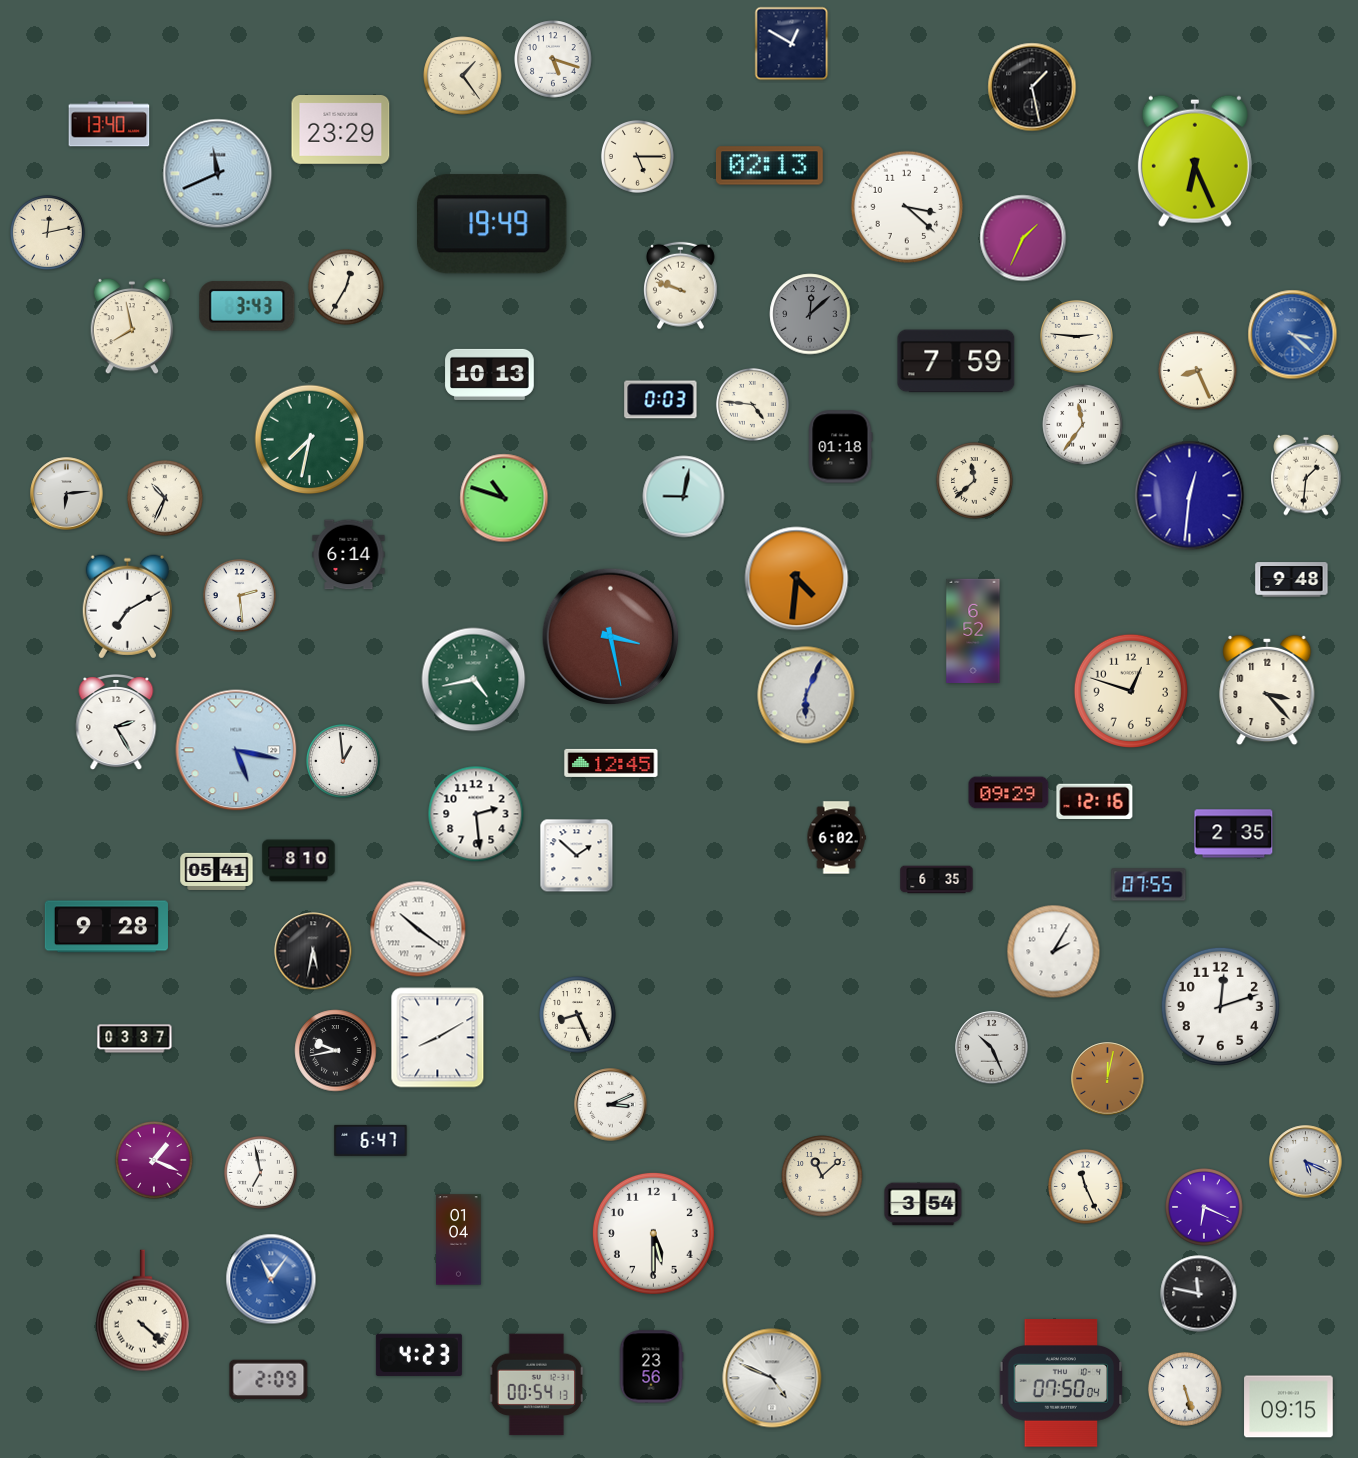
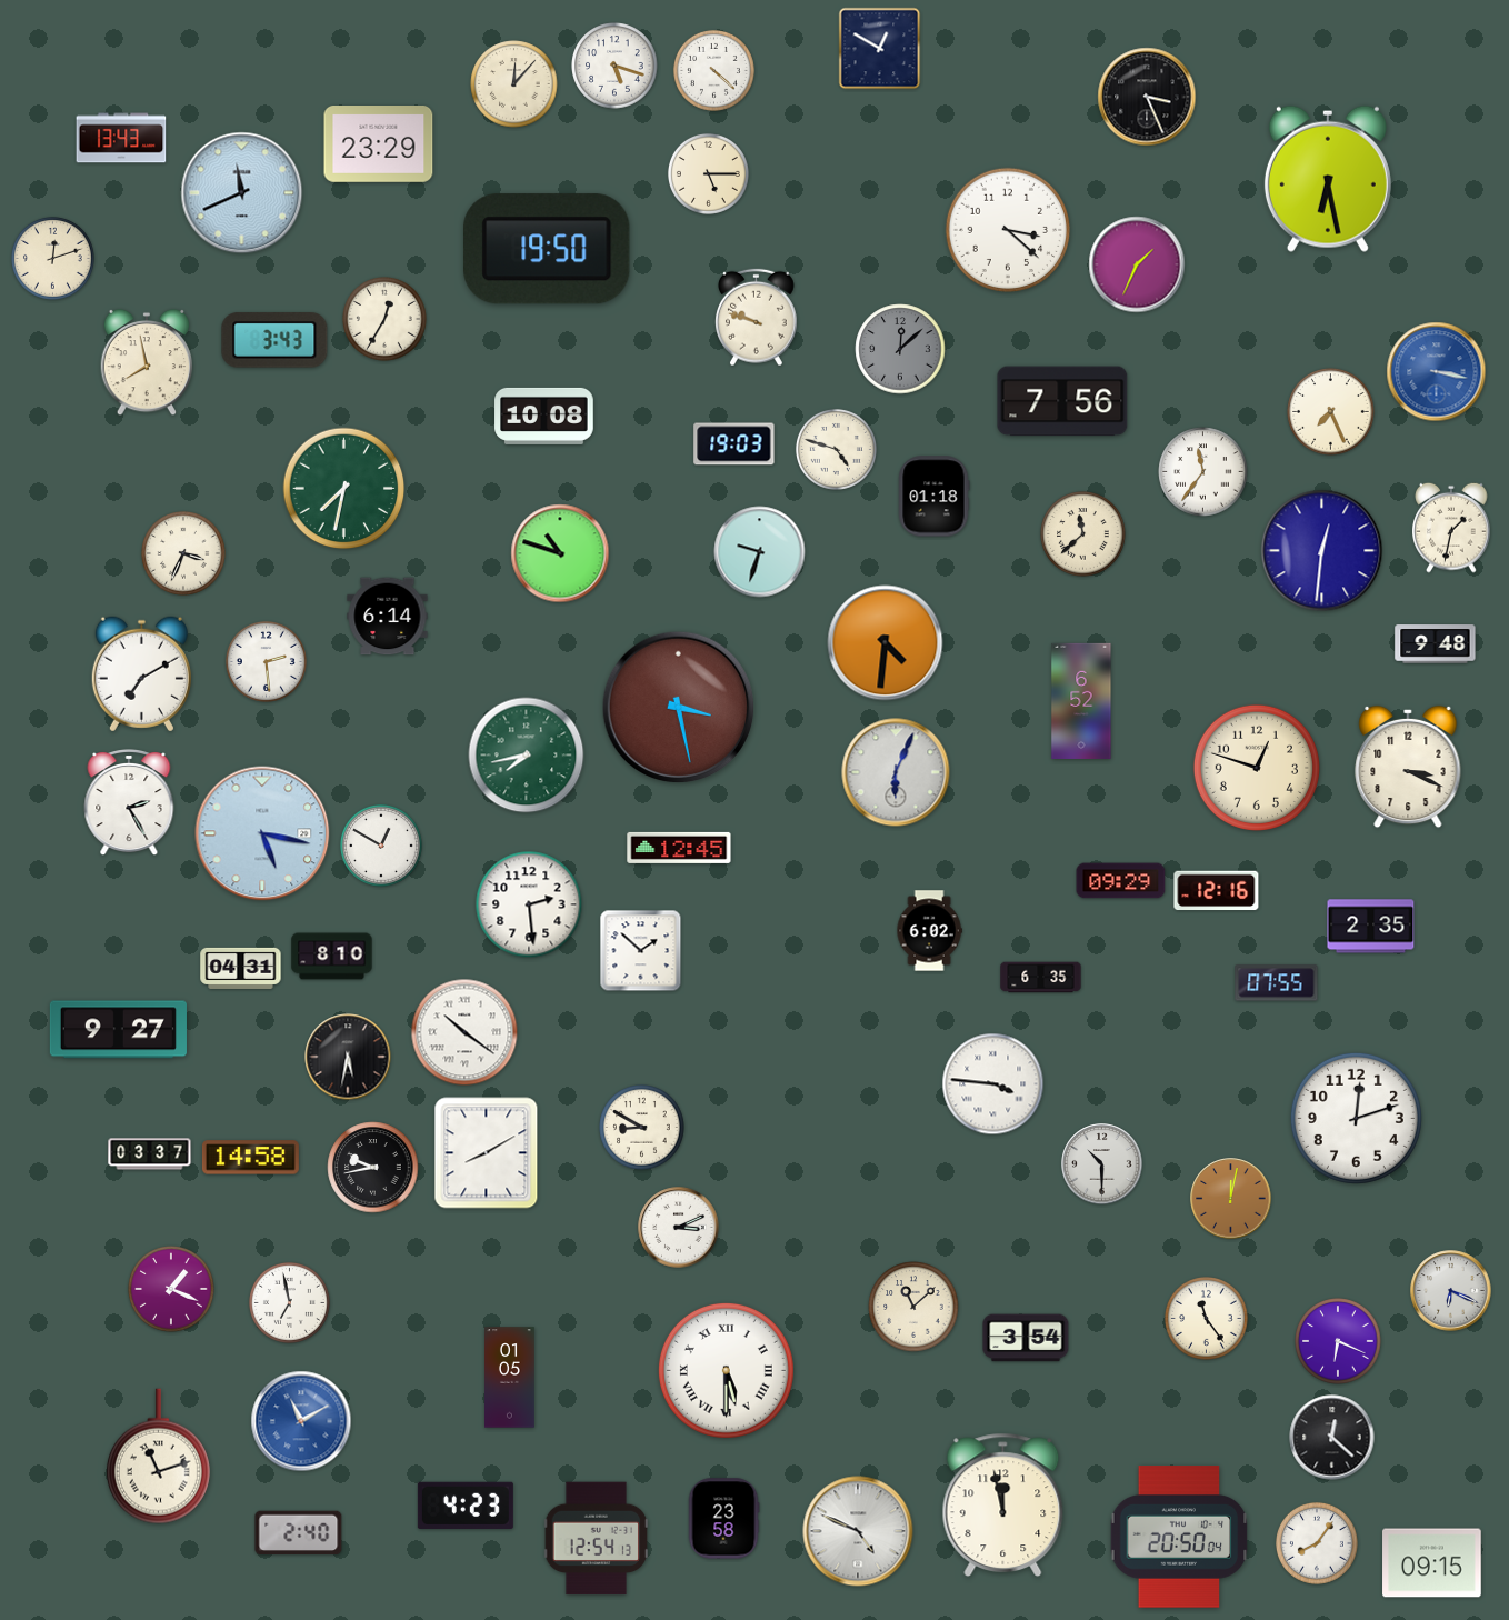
clock at (713, 70): none -> 4:22
clock at (463, 76): 1:24 -> 12:07
clock at (1032, 87): 1:28 -> 3:26
clock at (109, 124): 13:40 -> 13:43
clock at (1195, 161): 6:26 -> 6:28
clock at (769, 166): 02:13 -> none
clock at (493, 224): 19:49 -> 19:50
clock at (48, 233): 12:13 -> 12:12
clock at (1293, 335): 3:22 -> 3:17
clock at (1076, 336): 2:46 -> none
clock at (956, 361): 7:59 -> 7:56
clock at (1198, 371): 8:26 -> 7:26
clock at (490, 374): 10:13 -> 10:08
clock at (661, 400): 0:03 -> 19:03
clock at (752, 404): 4:46 -> 4:48
clock at (1306, 475): 1:31 -> 1:32
clock at (67, 494): 6:14 -> none
clock at (684, 497): 9:02 -> 9:33
clock at (166, 499): 10:34 -> 3:34
clock at (474, 680): 4:43 -> 7:43
clock at (1267, 690): 3:23 -> 3:19
clock at (343, 761): 12:59 -> 12:50
clock at (217, 871): 05:41 -> 04:31
clock at (106, 927): 9:28 -> 9:27
clock at (1054, 952): 2:05 -> none
clock at (993, 1084): none -> 3:46
clock at (578, 1015): 8:26 -> 8:50
clock at (250, 1158): none -> 14:58
clock at (992, 1048): 10:26 -> 10:30
clock at (371, 1140): 6:47 -> none
clock at (1306, 1162): 5:19 -> 6:19
clock at (1086, 1187): 11:26 -> 11:24
clock at (653, 1233) numerals: Arabic -> Roman
clock at (459, 1240): 01:04 -> 01:05
clock at (271, 1279): 11:06 -> 11:10
clock at (1199, 1294): 11:47 -> 12:22
clock at (142, 1311): 4:22 -> 11:12
clock at (1003, 1506): none -> 11:58
clock at (651, 1367): 23:56 -> 23:58
clock at (269, 1380): 2:09 -> 2:40
clock at (1061, 1383): 07:50 -> 20:50
clock at (537, 1385): 00:54 -> 12:54
clock at (1185, 1389): 5:27 -> 8:06
